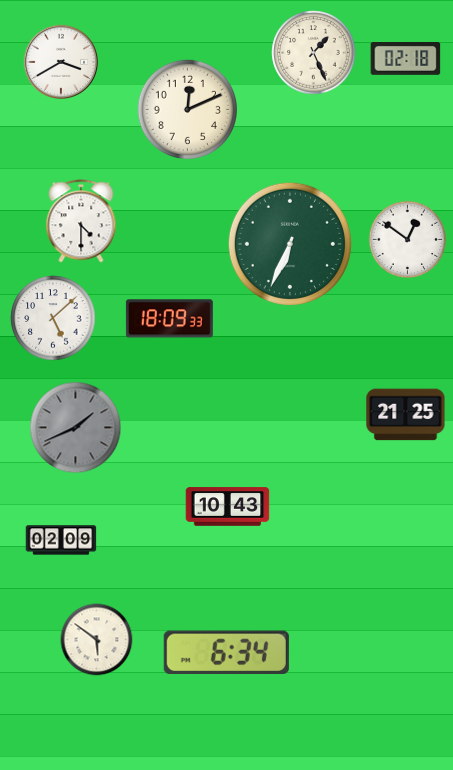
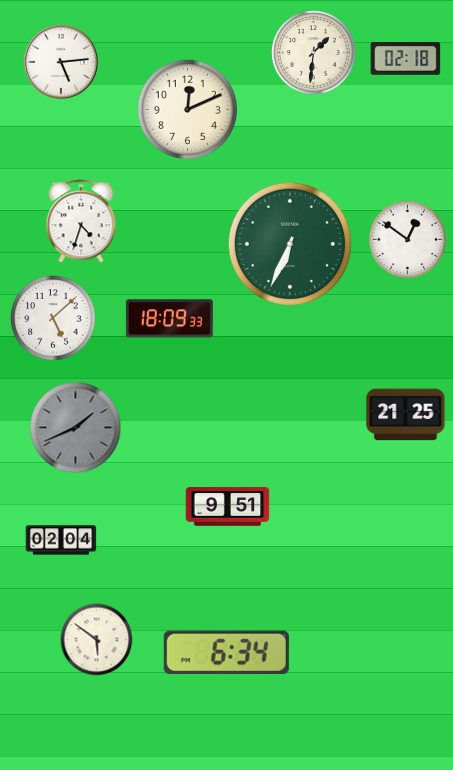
clock at (314, 53): 1:26 -> 1:31
clock at (60, 61): 3:40 -> 5:14
clock at (81, 221): 4:30 -> 4:33
clock at (228, 507): 10:43 -> 9:51
clock at (61, 540): 02:09 -> 02:04
